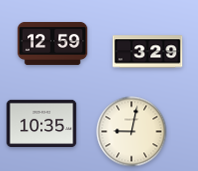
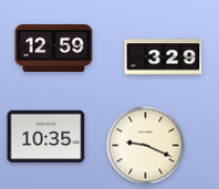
clock at (53, 43) position: (53, 43) -> (54, 48)
clock at (132, 132): 9:02 -> 9:19
